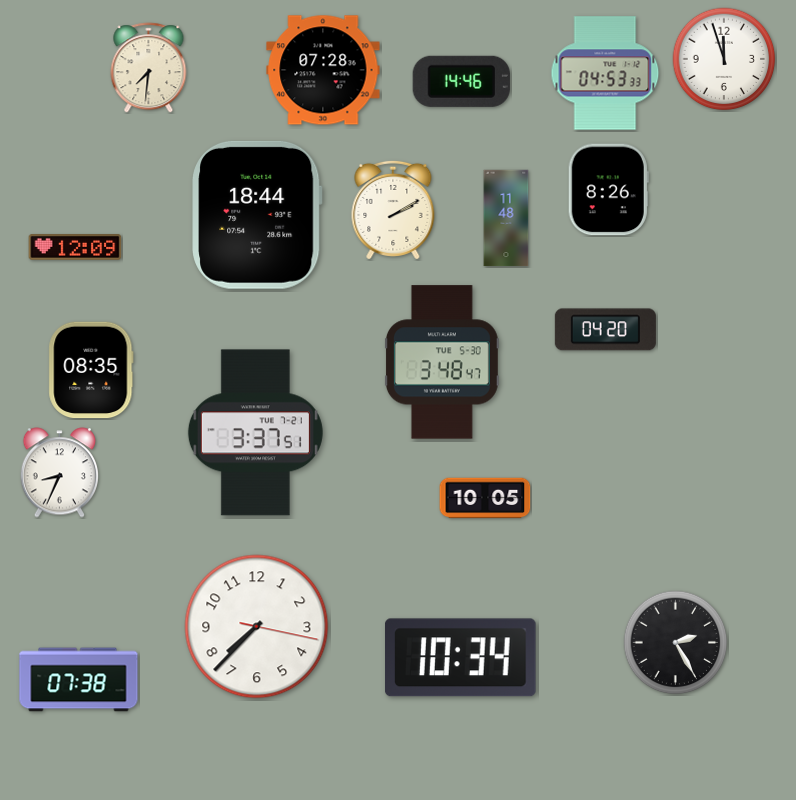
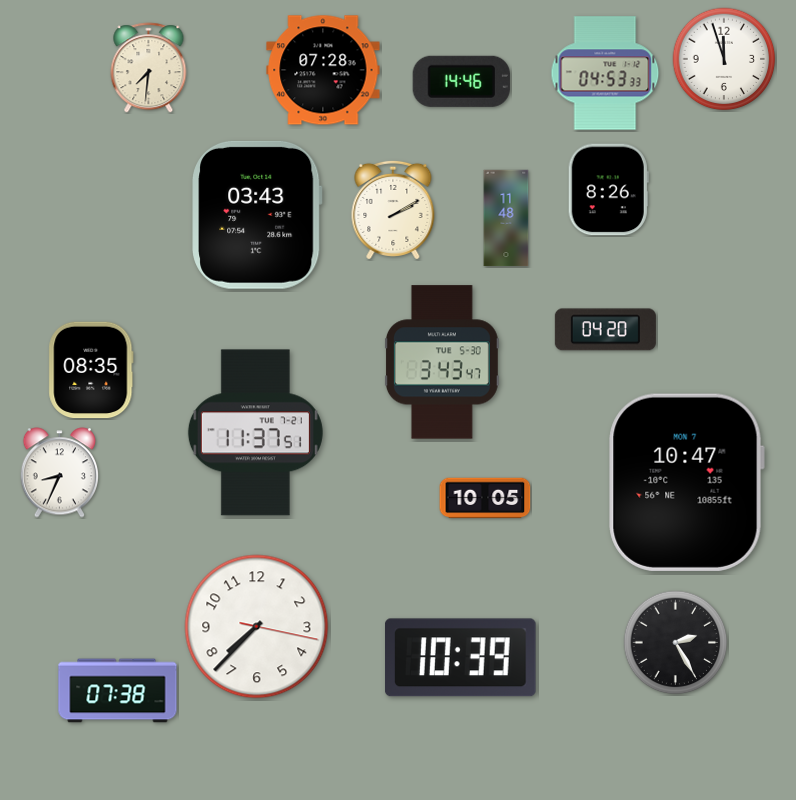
clock at (257, 215): 18:44 -> 03:43
clock at (75, 248): 12:09 -> none
clock at (442, 362): 3:48 -> 3:43
clock at (255, 433): 3:37 -> 11:37
clock at (686, 482): none -> 10:47
clock at (461, 658): 10:34 -> 10:39
clock at (79, 680) position: (79, 680) -> (118, 691)
